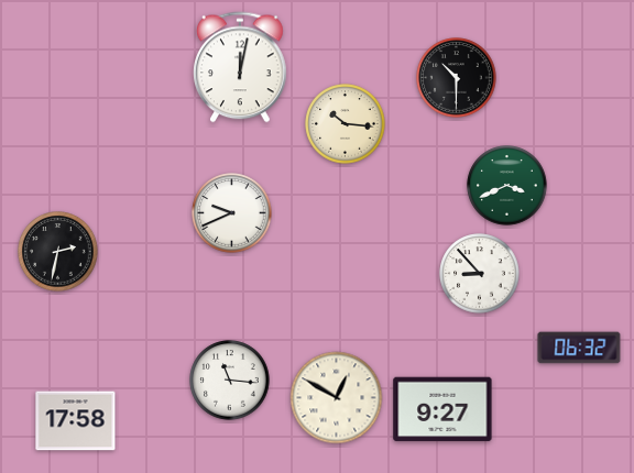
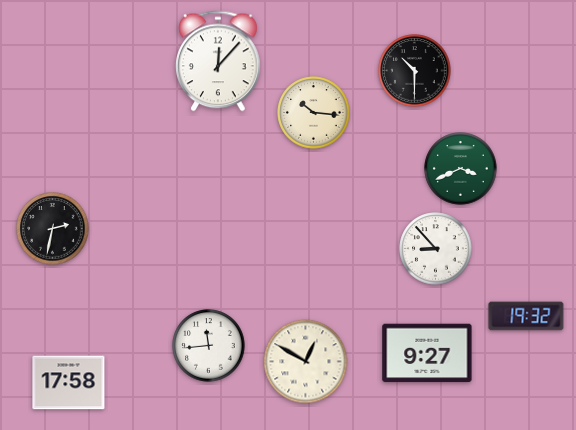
clock at (240, 67): 12:02 -> 12:07
clock at (232, 213): 9:41 -> none
clock at (579, 348): 06:32 -> 19:32
clock at (230, 381): 11:16 -> 11:44
clock at (442, 409) position: (442, 409) -> (427, 353)
